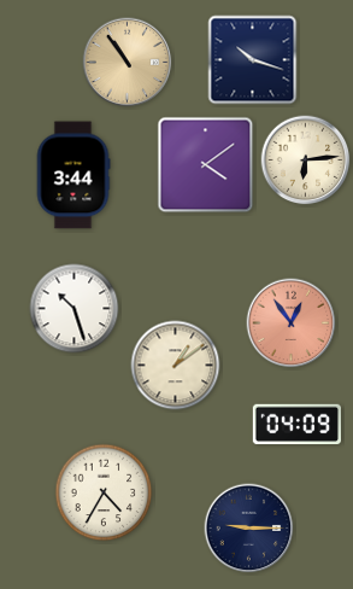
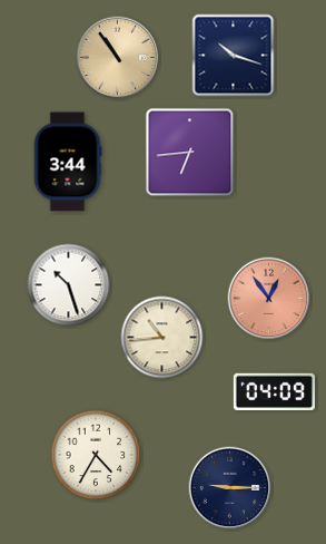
clock at (306, 161): 6:14 -> none
clock at (206, 165): 4:09 -> 6:44
clock at (176, 366): 1:09 -> 10:44
